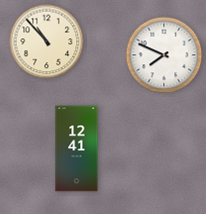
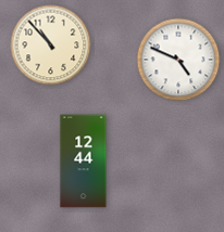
clock at (164, 55): 7:49 -> 4:49
clock at (77, 149): 12:41 -> 12:44
